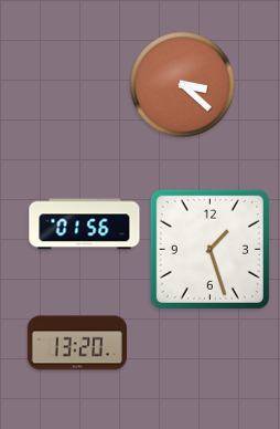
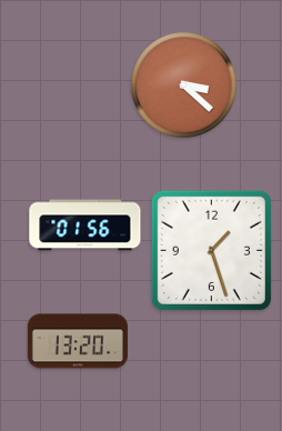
clock at (77, 343) position: (77, 343) -> (78, 341)
